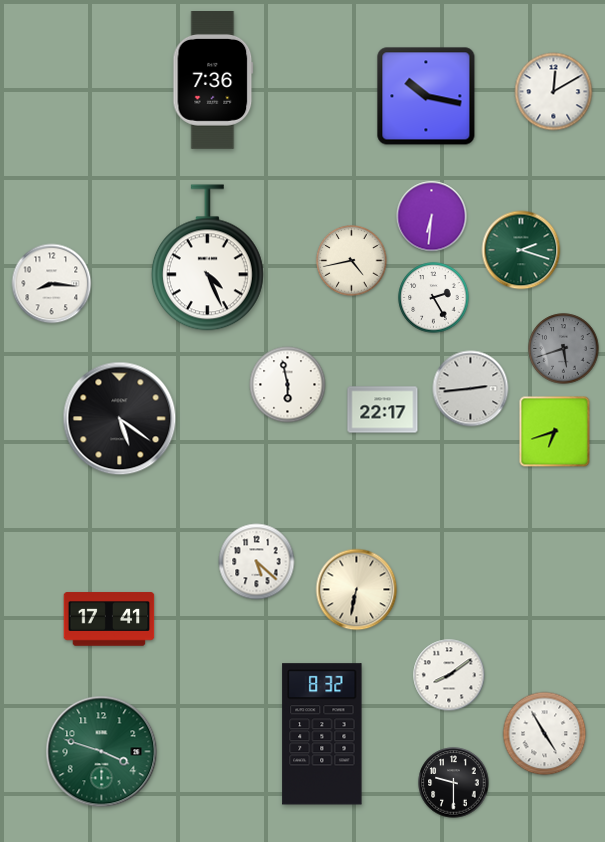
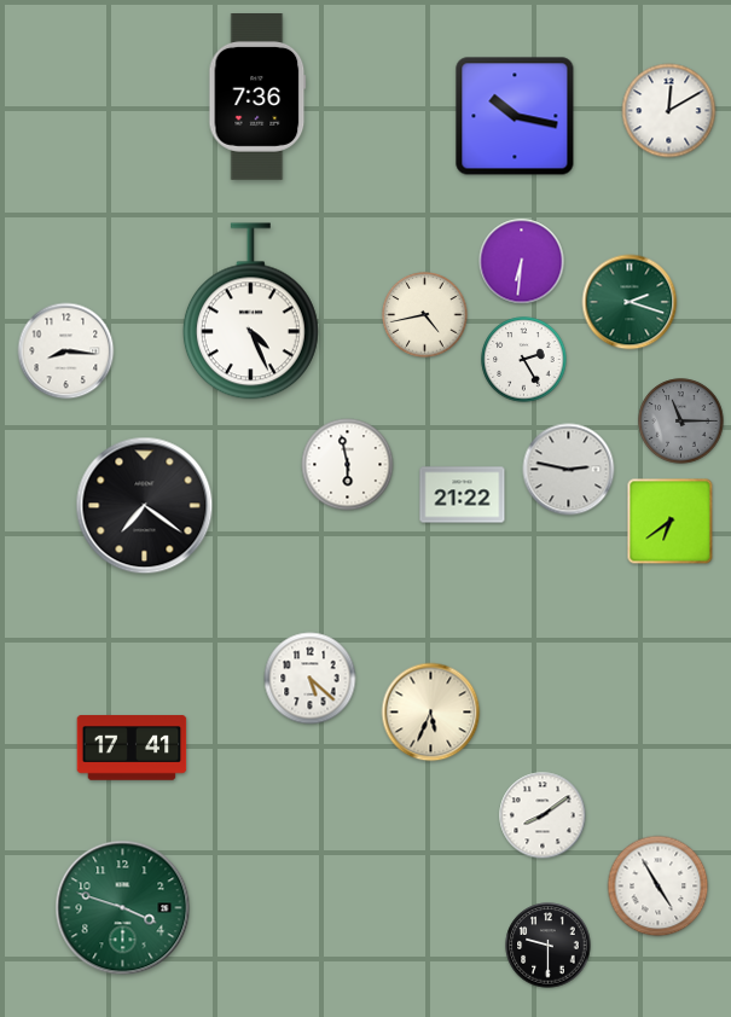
clock at (52, 284) position: (52, 284) -> (66, 351)
clock at (564, 349): 5:42 -> 11:15
clock at (471, 389): 2:44 -> 2:47
clock at (383, 410): 22:17 -> 21:22
clock at (120, 419): 5:21 -> 7:21
clock at (555, 432): 6:42 -> 6:39
clock at (357, 590): 6:32 -> 5:34
clock at (322, 734): 8:32 -> none
